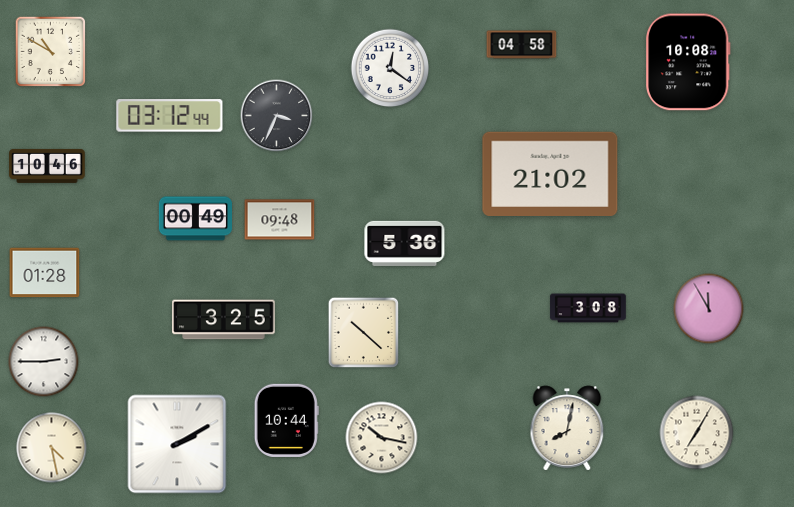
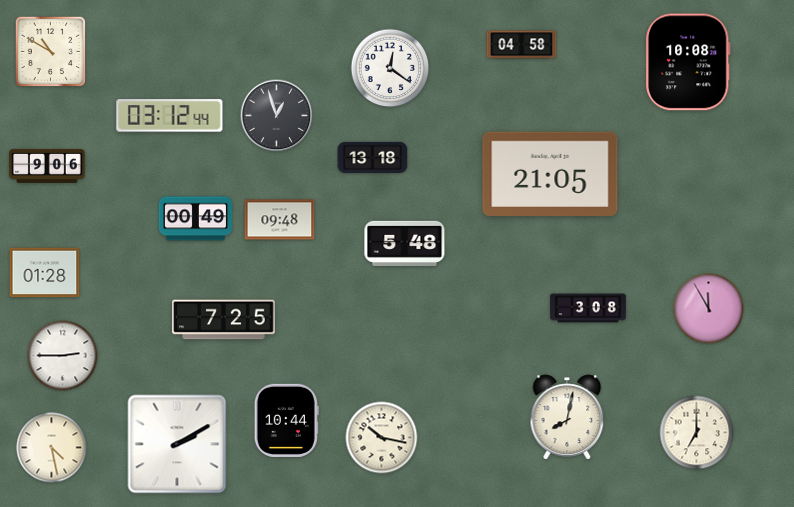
clock at (277, 116): 3:34 -> 12:57
clock at (373, 157): none -> 13:18
clock at (47, 166): 10:46 -> 9:06
clock at (550, 174): 21:02 -> 21:05
clock at (405, 243): 5:36 -> 5:48
clock at (224, 320): 3:25 -> 7:25
clock at (364, 333): 10:22 -> none
clock at (44, 362) position: (44, 362) -> (63, 356)
clock at (567, 428) position: (567, 428) -> (567, 417)
clock at (697, 433): 7:05 -> 7:00
